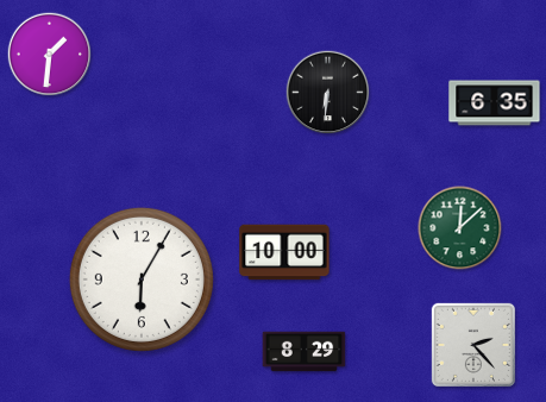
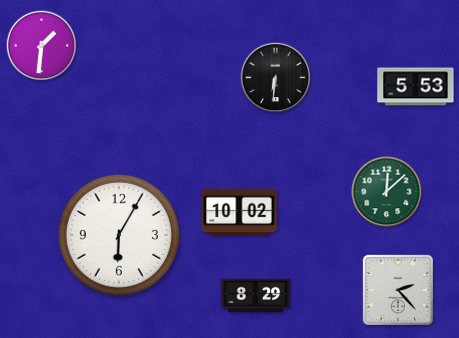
clock at (495, 103): 6:35 -> 5:53
clock at (284, 252): 10:00 -> 10:02
